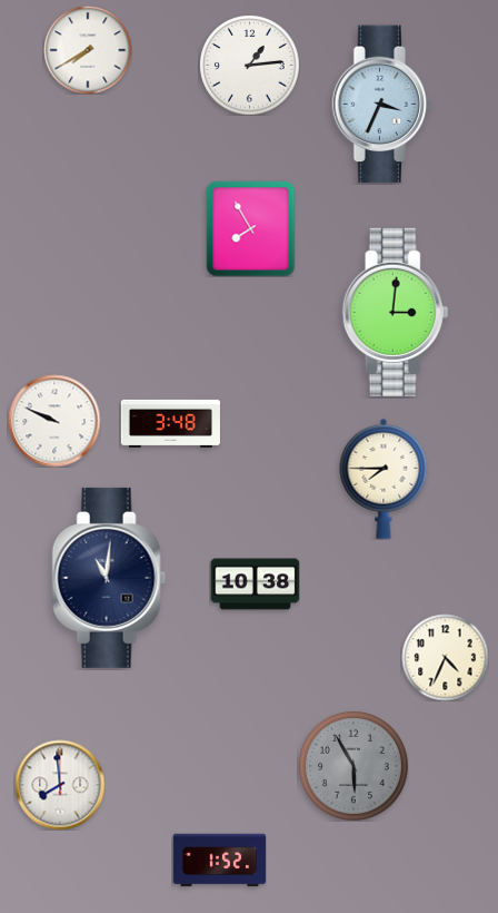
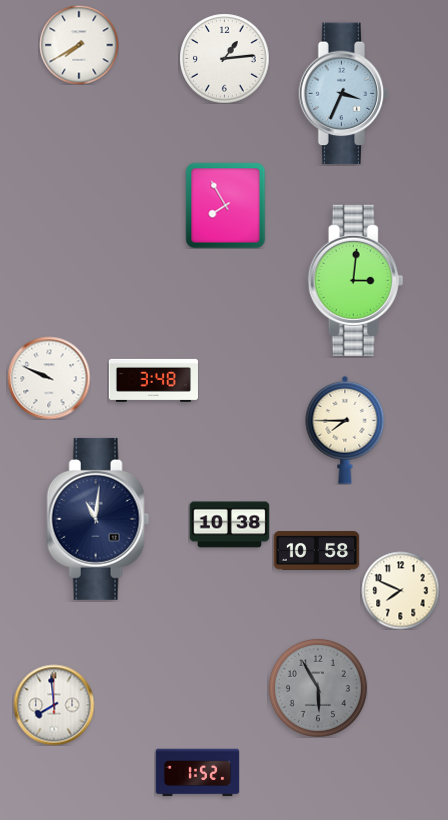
clock at (316, 551): none -> 10:58
clock at (445, 657): 4:34 -> 7:49
